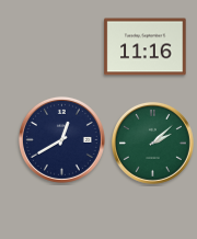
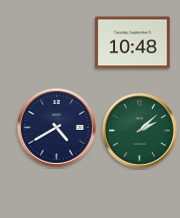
clock at (146, 47): 11:16 -> 10:48
clock at (61, 139): 12:40 -> 4:40
